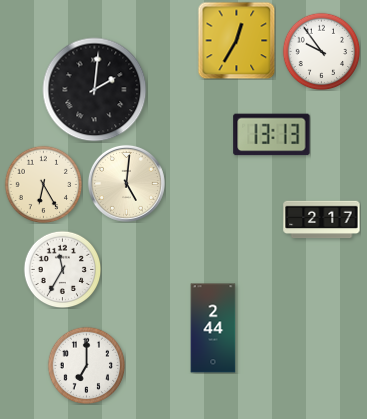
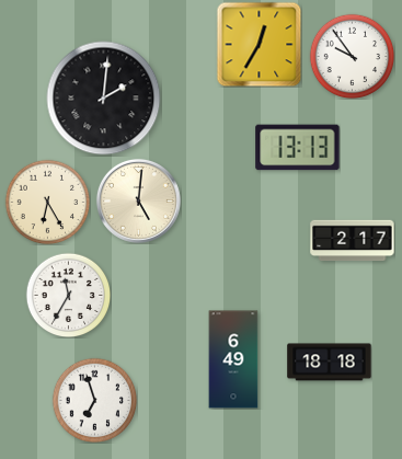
clock at (213, 328): 2:44 -> 6:49
clock at (330, 363): none -> 18:18
clock at (86, 365): 7:00 -> 6:57
